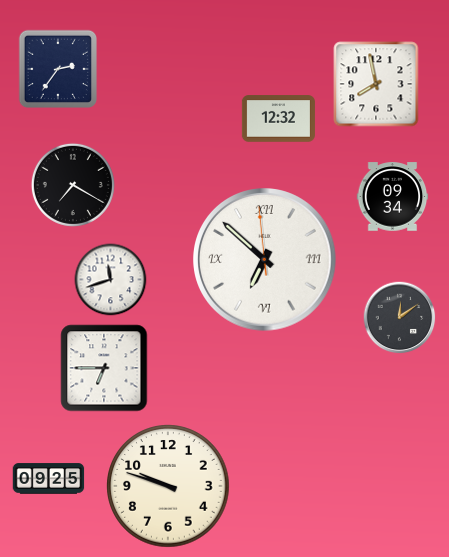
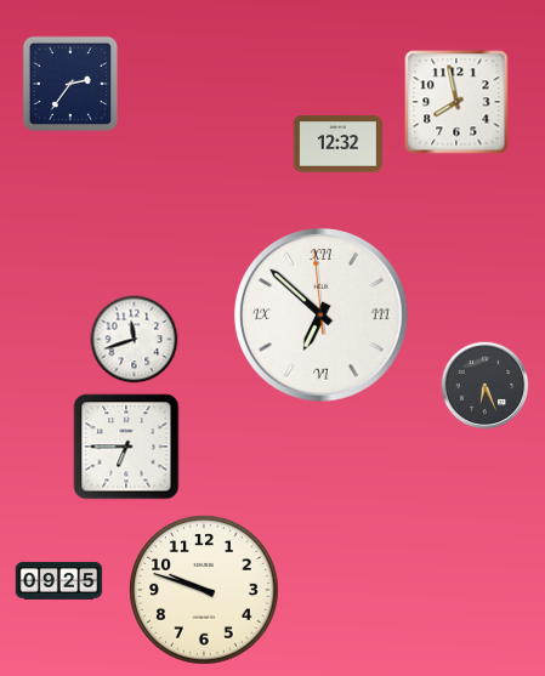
clock at (73, 185): 7:20 -> none
clock at (393, 197): 09:34 -> none
clock at (400, 318): 12:09 -> 6:26
